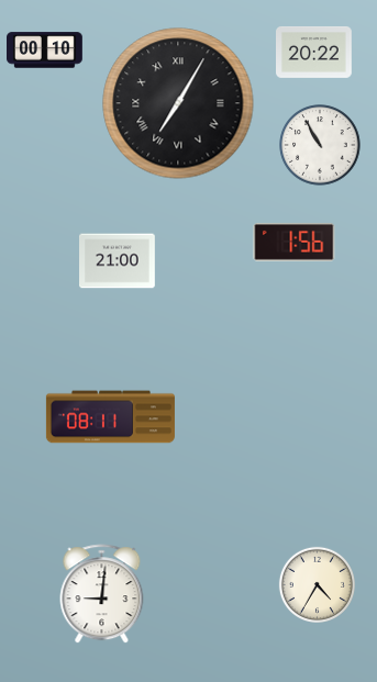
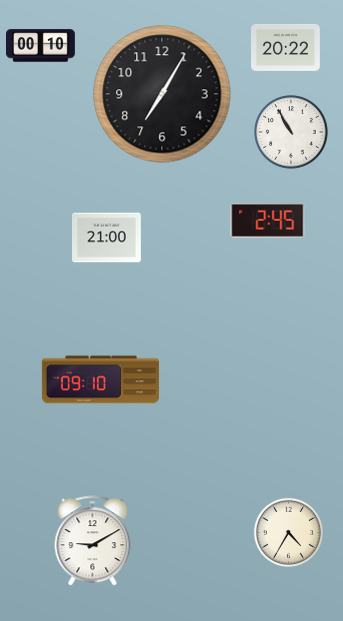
clock at (178, 103) numerals: Roman -> Arabic
clock at (295, 242): 1:56 -> 2:45
clock at (110, 417): 08:11 -> 09:10
clock at (102, 594): 9:01 -> 9:10
